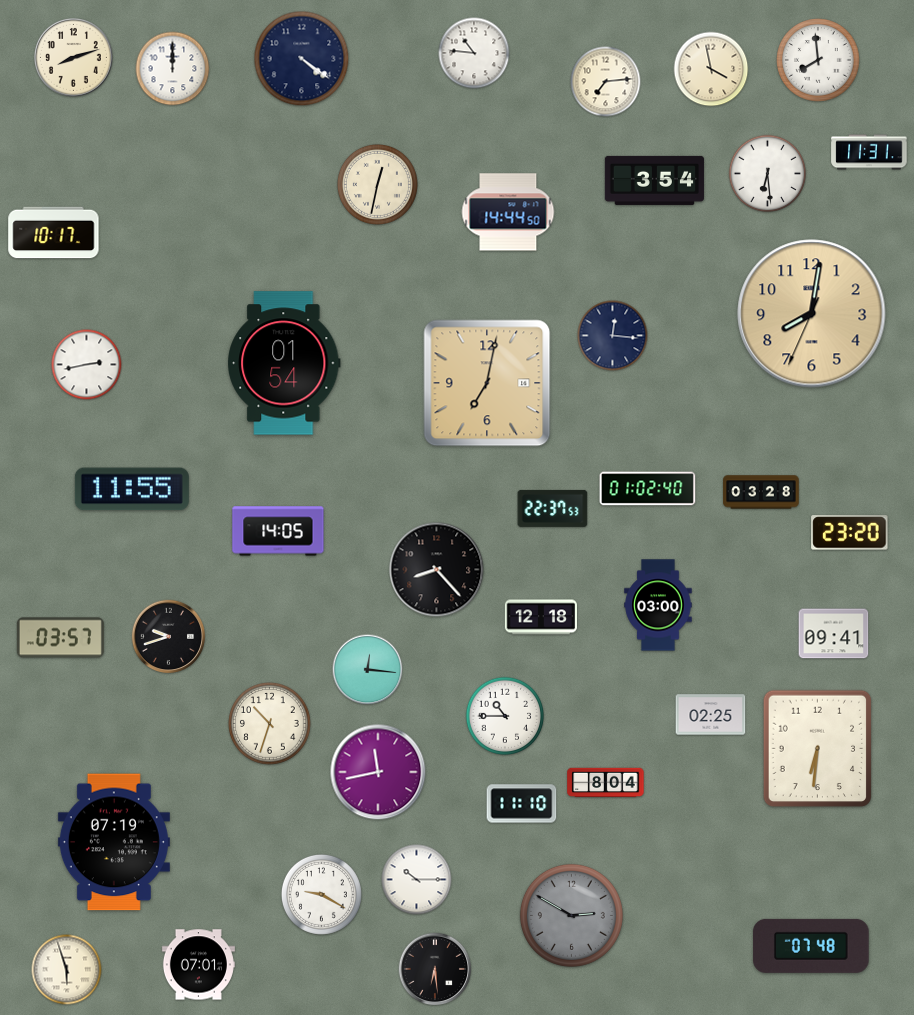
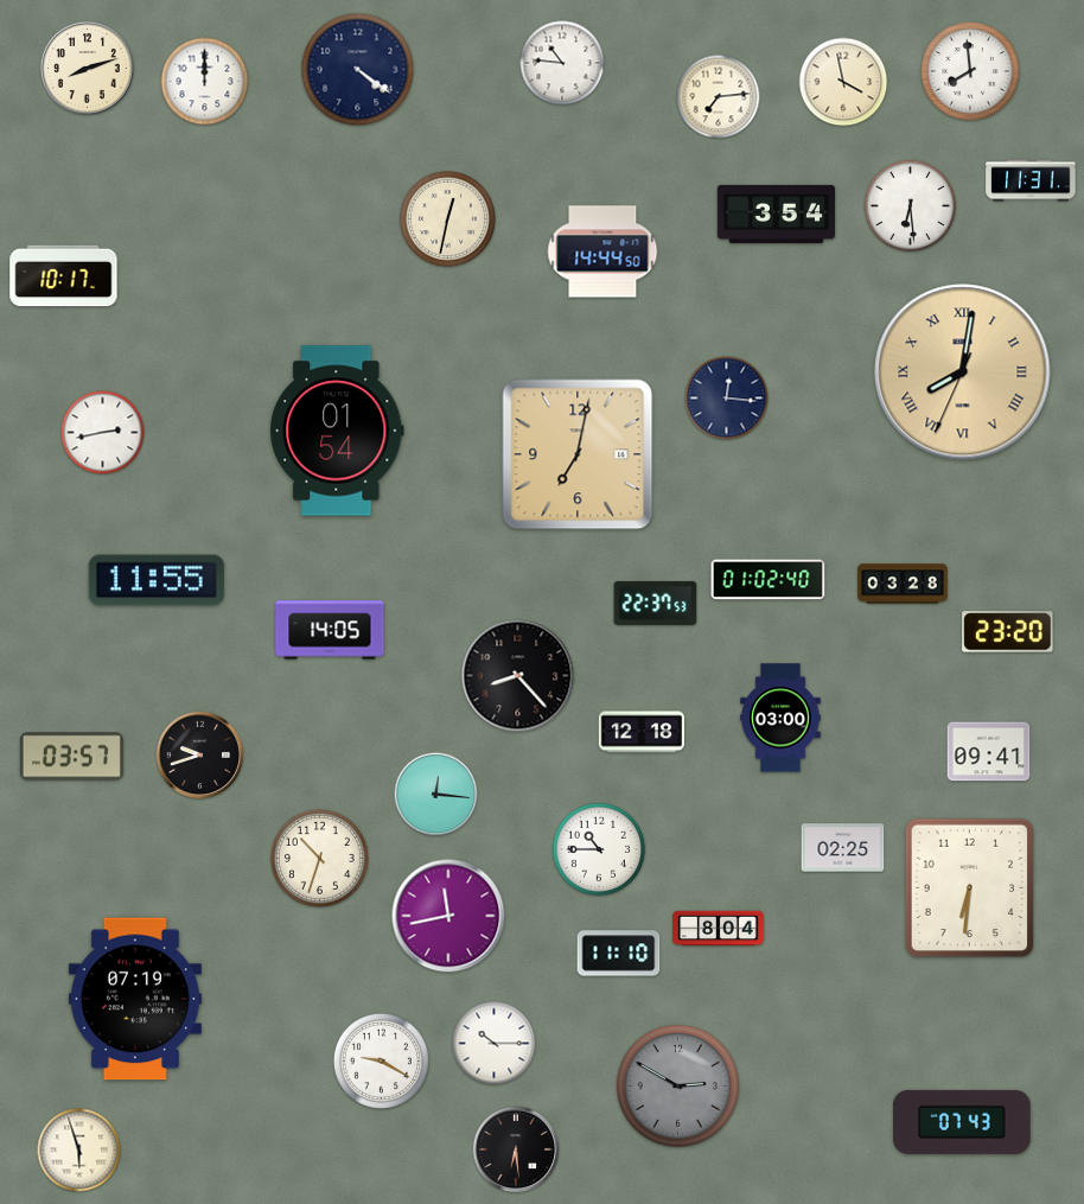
clock at (812, 314) numerals: Arabic -> Roman
clock at (811, 946): 07:48 -> 07:43
clock at (198, 965): 07:01 -> none
